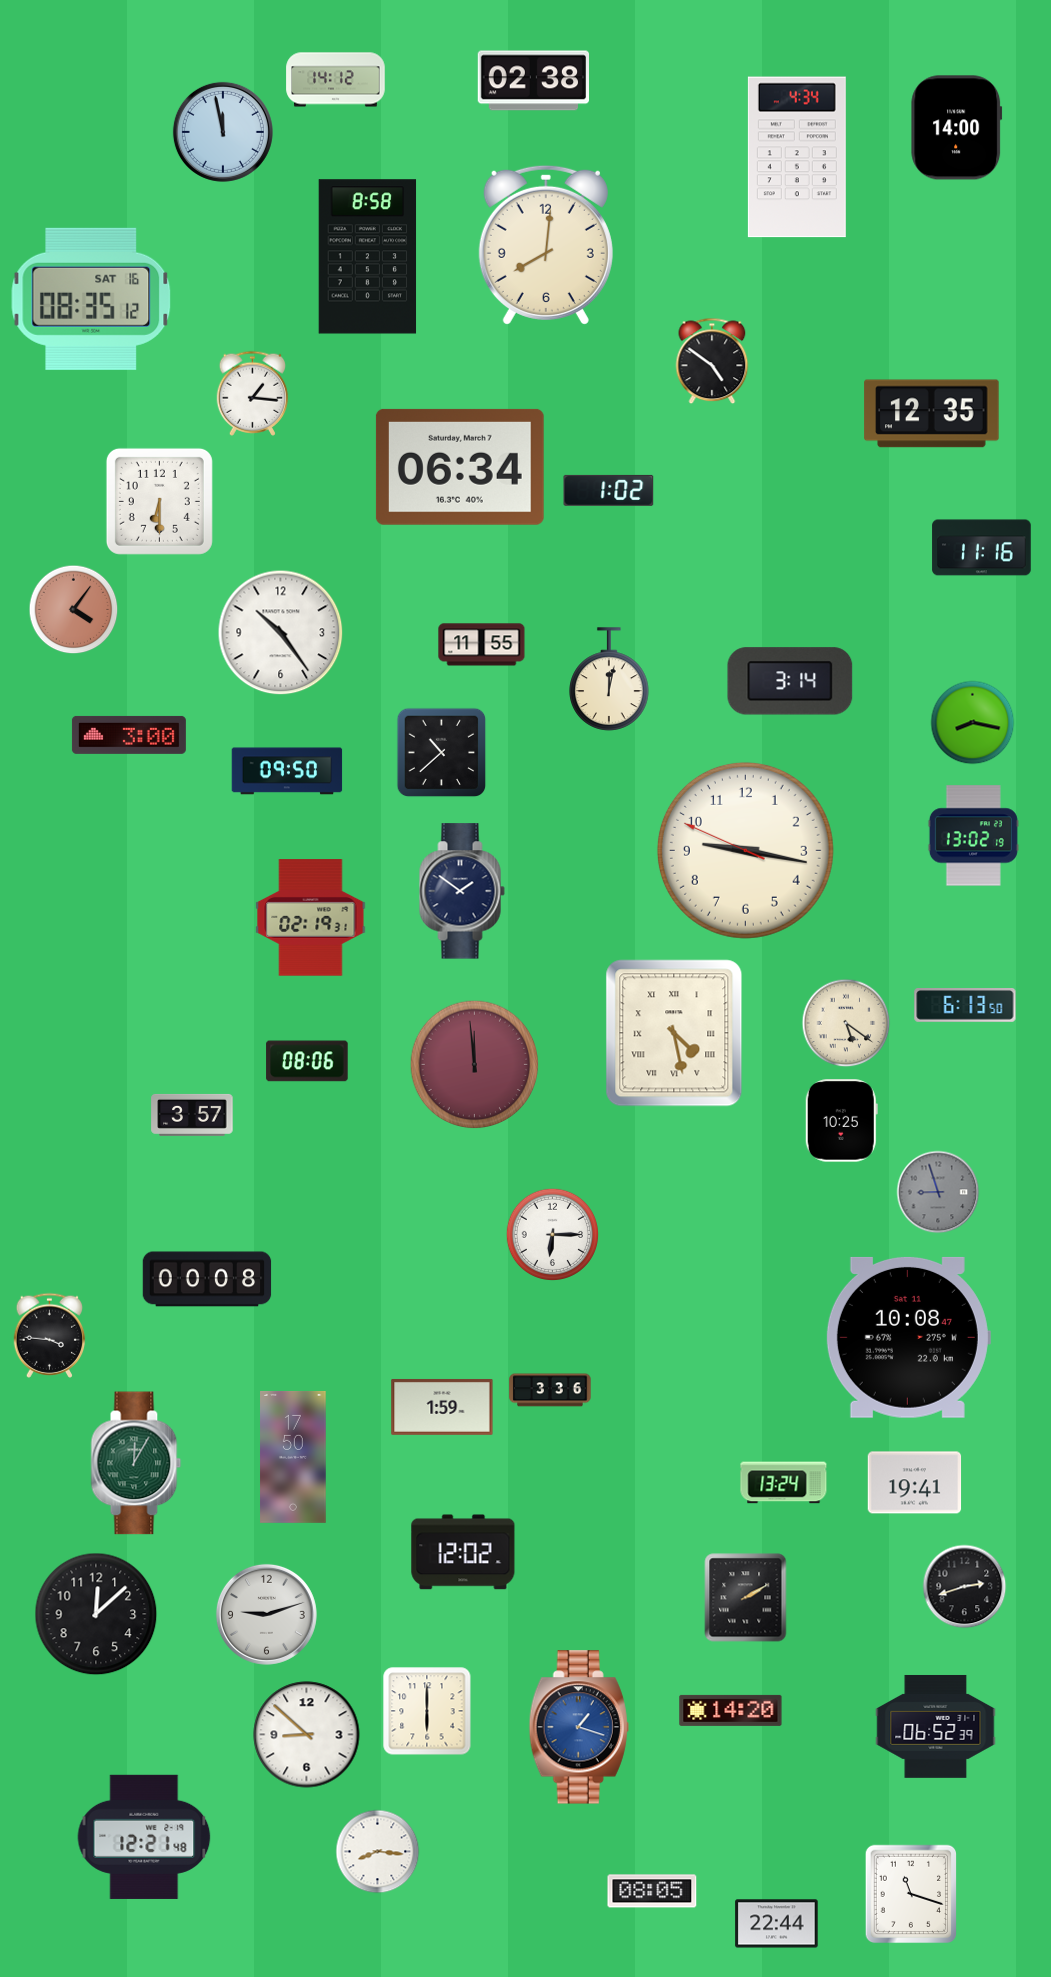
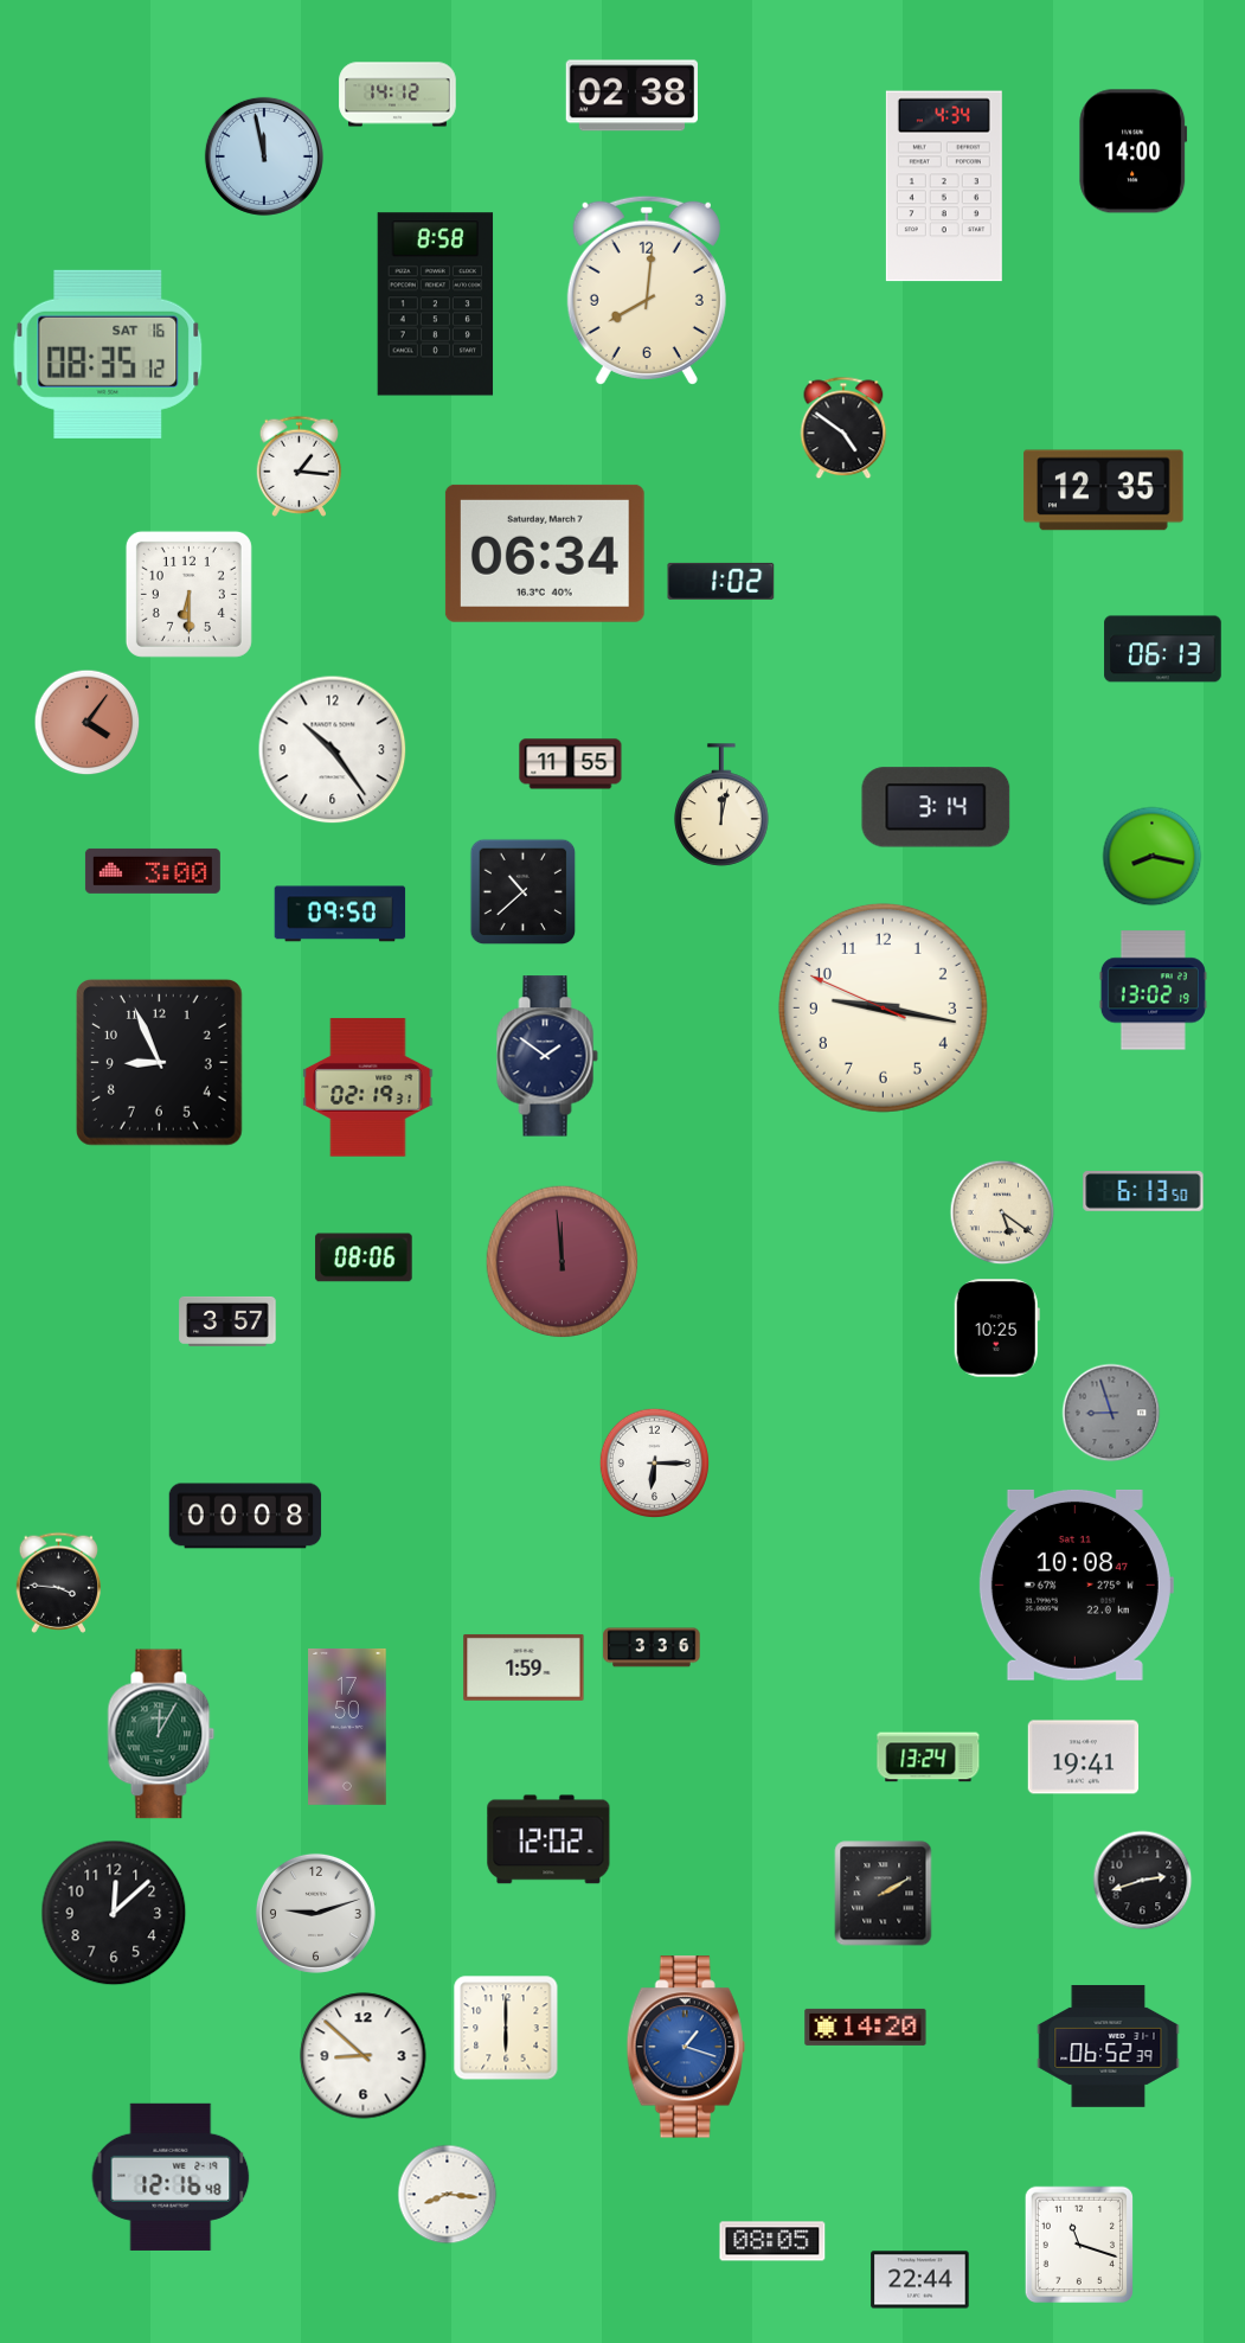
clock at (982, 548): 11:16 -> 06:13
clock at (159, 1062): none -> 8:56
clock at (674, 1033): 4:28 -> none
clock at (144, 1837): 12:21 -> 12:16
